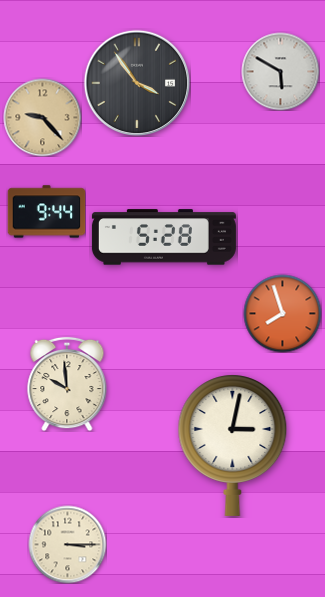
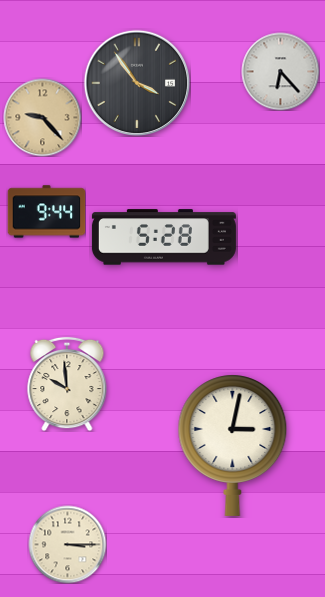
clock at (280, 71): 5:50 -> 6:23
clock at (282, 313): 7:57 -> none
